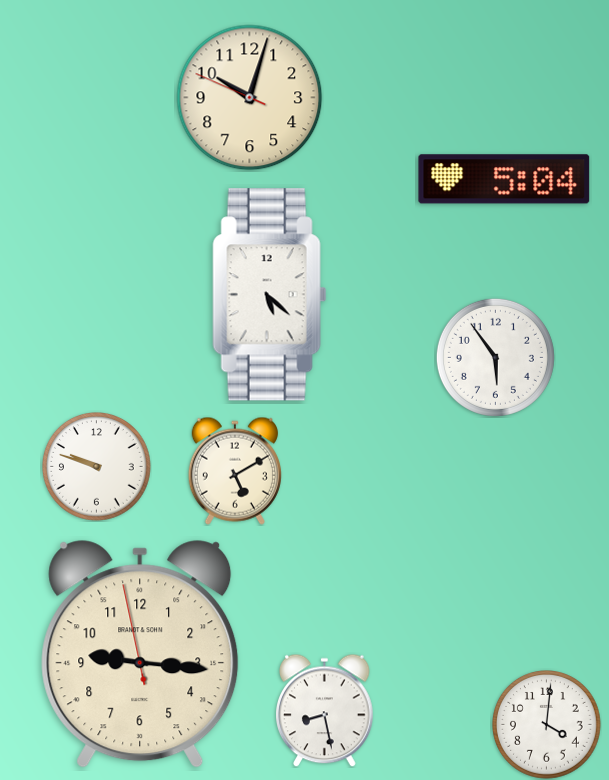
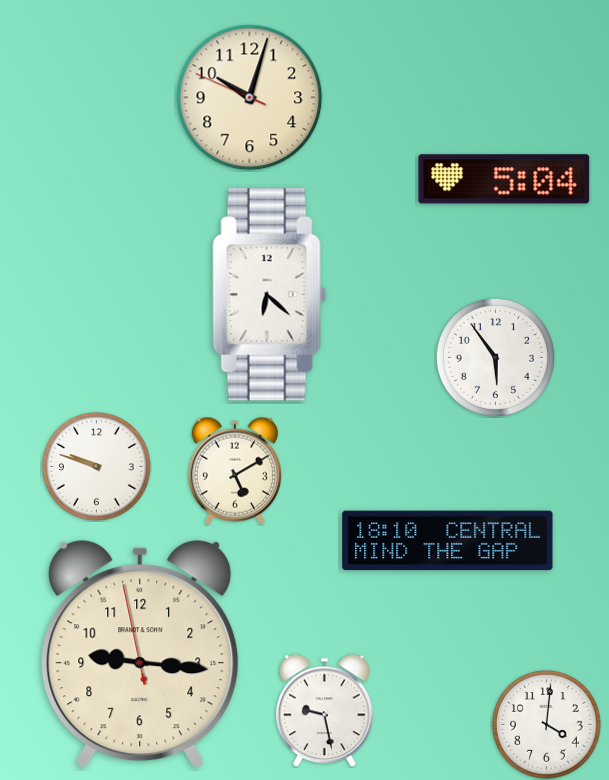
clock at (270, 295): 5:22 -> 6:22
clock at (448, 541): none -> 18:10
clock at (325, 710): 8:28 -> 9:28
